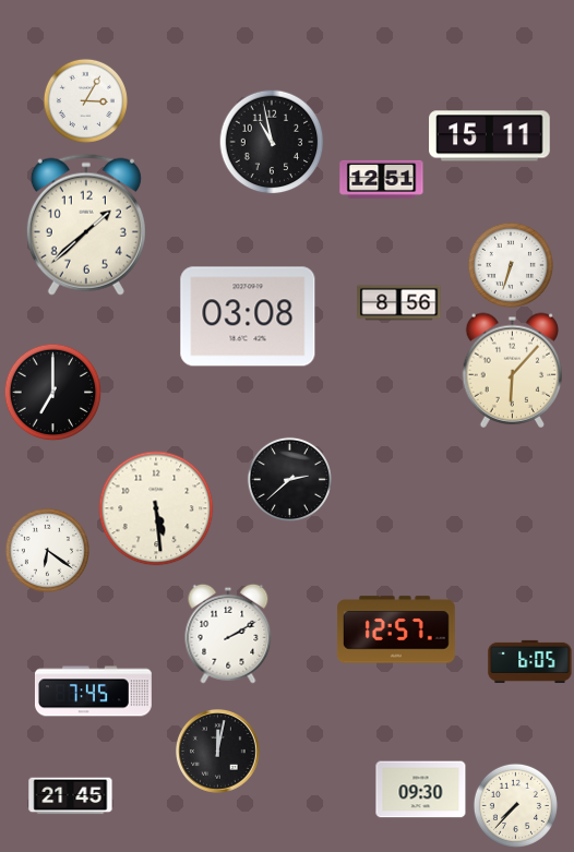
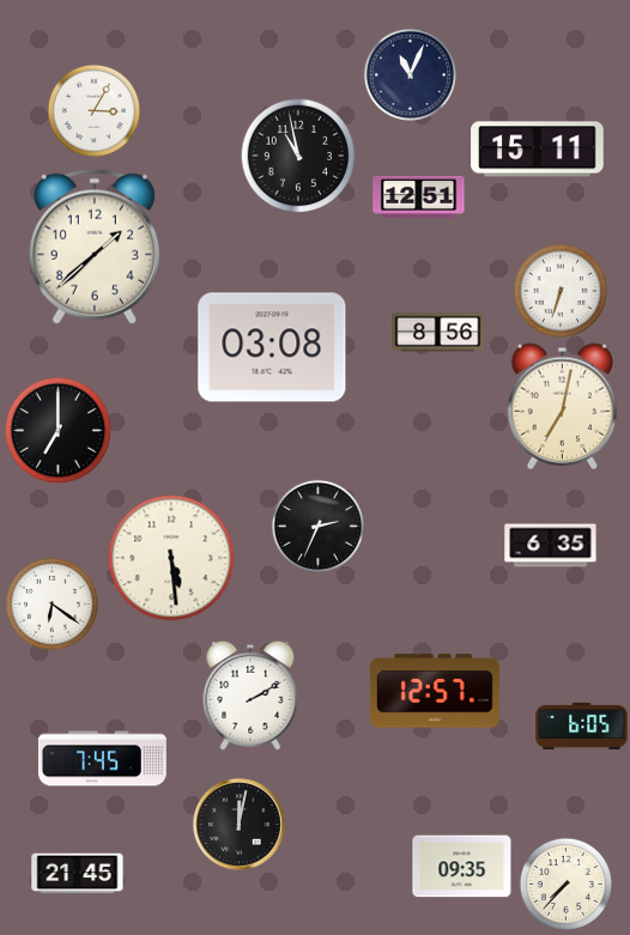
clock at (410, 74): none -> 11:04
clock at (513, 370): 6:07 -> 7:02
clock at (289, 479): 2:38 -> 2:34
clock at (551, 546): none -> 6:35
clock at (421, 790): 09:30 -> 09:35
